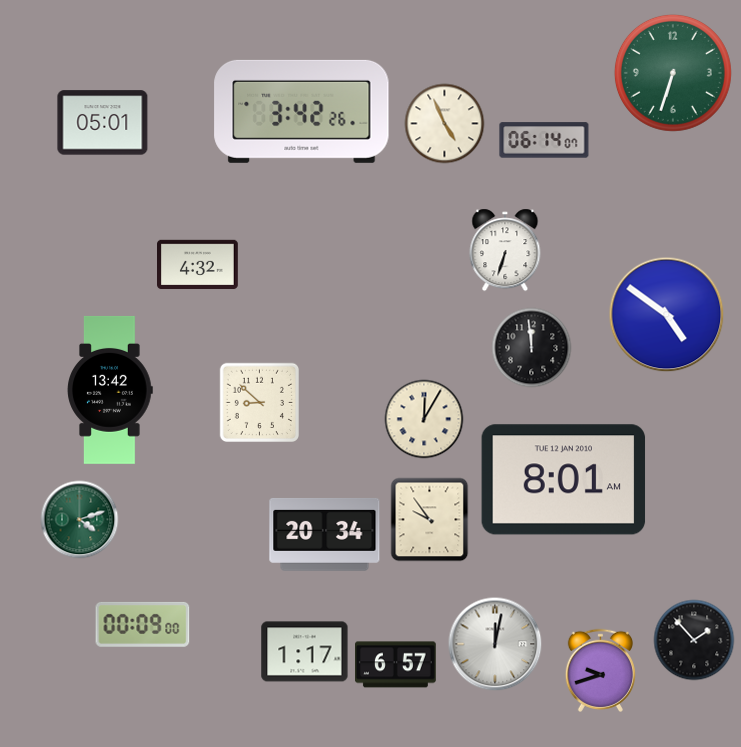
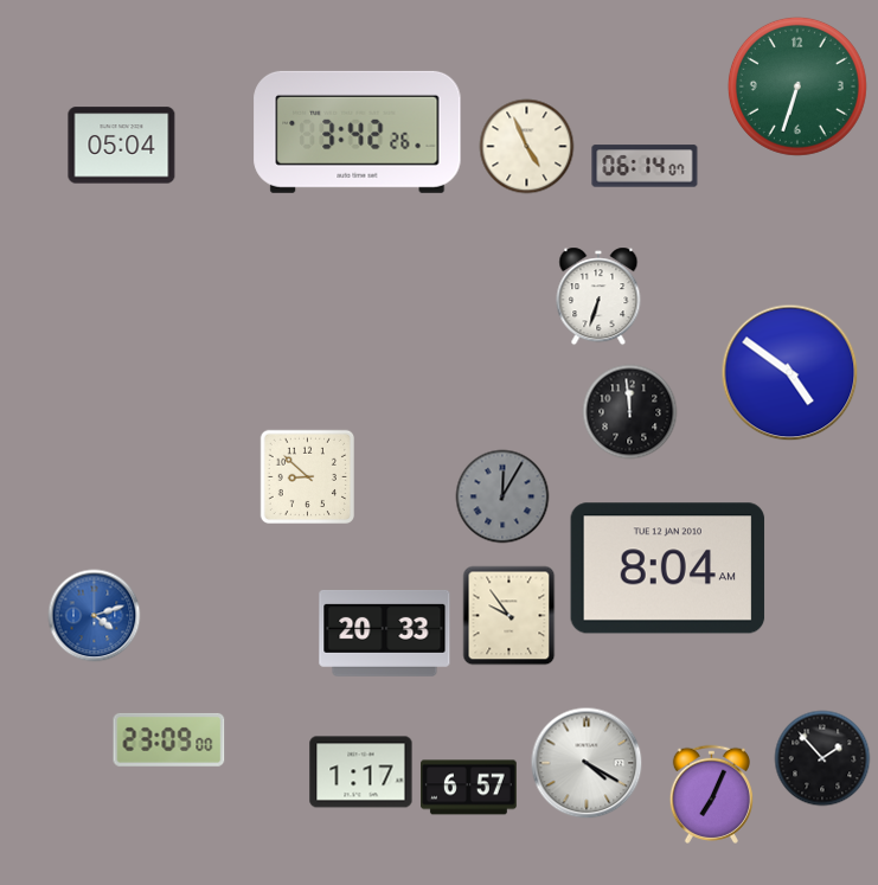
clock at (103, 123): 05:01 -> 05:04
clock at (198, 265): 4:32 -> none
clock at (110, 390): 13:42 -> none
clock at (424, 419) dial: cream -> grey
clock at (564, 480): 8:01 -> 8:04
clock at (80, 520) dial: green -> blue
clock at (325, 534): 20:34 -> 20:33
clock at (143, 624): 00:09 -> 23:09
clock at (495, 644): 12:02 -> 4:20
clock at (600, 670): 9:42 -> 7:04
